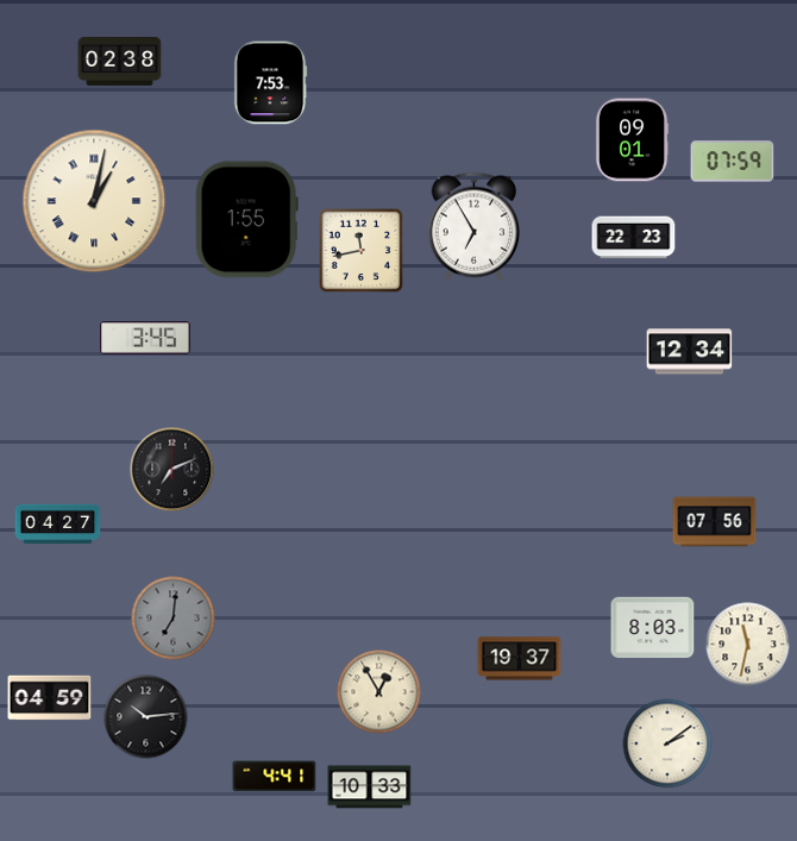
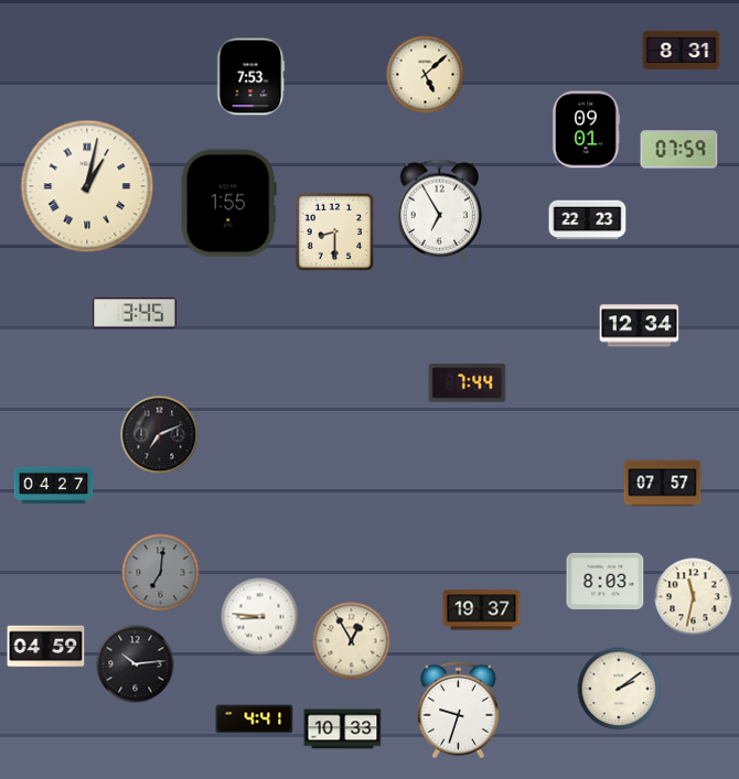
clock at (682, 51): none -> 8:31
clock at (120, 62): 02:38 -> none
clock at (426, 75): none -> 5:08
clock at (362, 251): 11:43 -> 8:30
clock at (468, 383): none -> 7:44
clock at (715, 522): 07:56 -> 07:57
clock at (260, 617): none -> 8:46
clock at (458, 711): none -> 9:33
